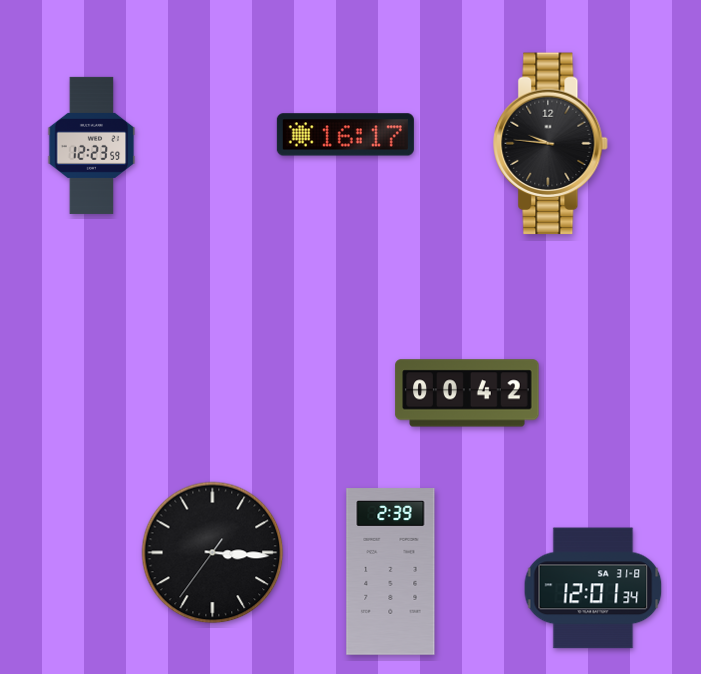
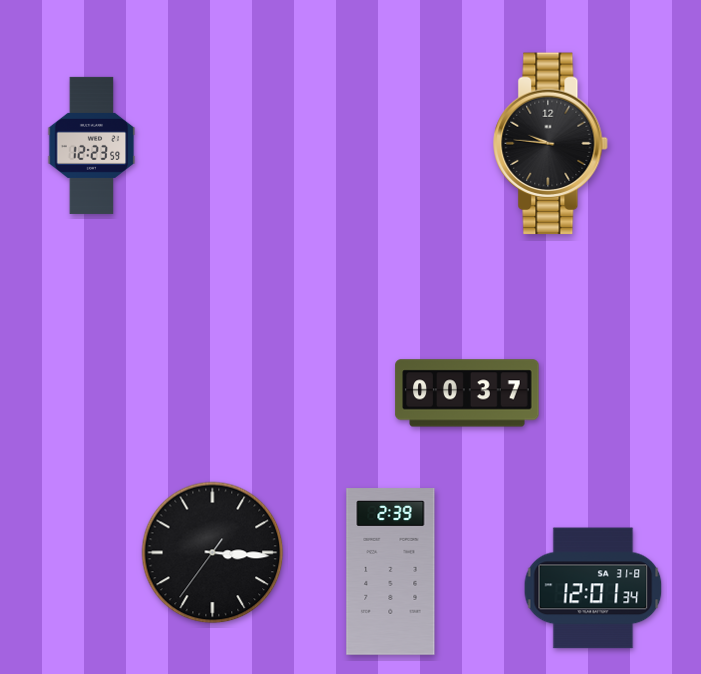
clock at (345, 135): 16:17 -> none
clock at (467, 393): 00:42 -> 00:37
